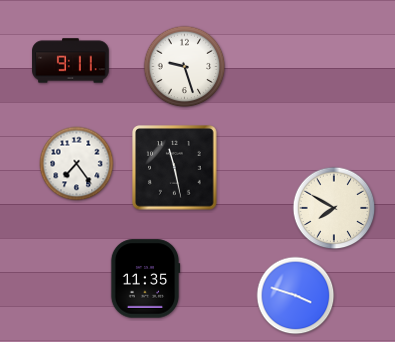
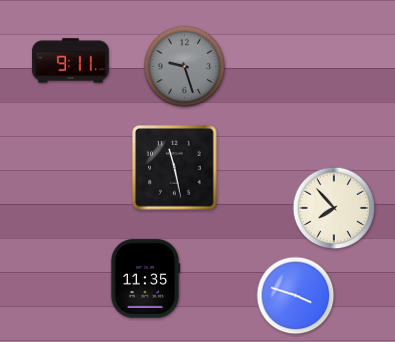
clock at (185, 67) dial: white -> grey
clock at (77, 164): 7:24 -> none
clock at (334, 208): 7:50 -> 7:53
